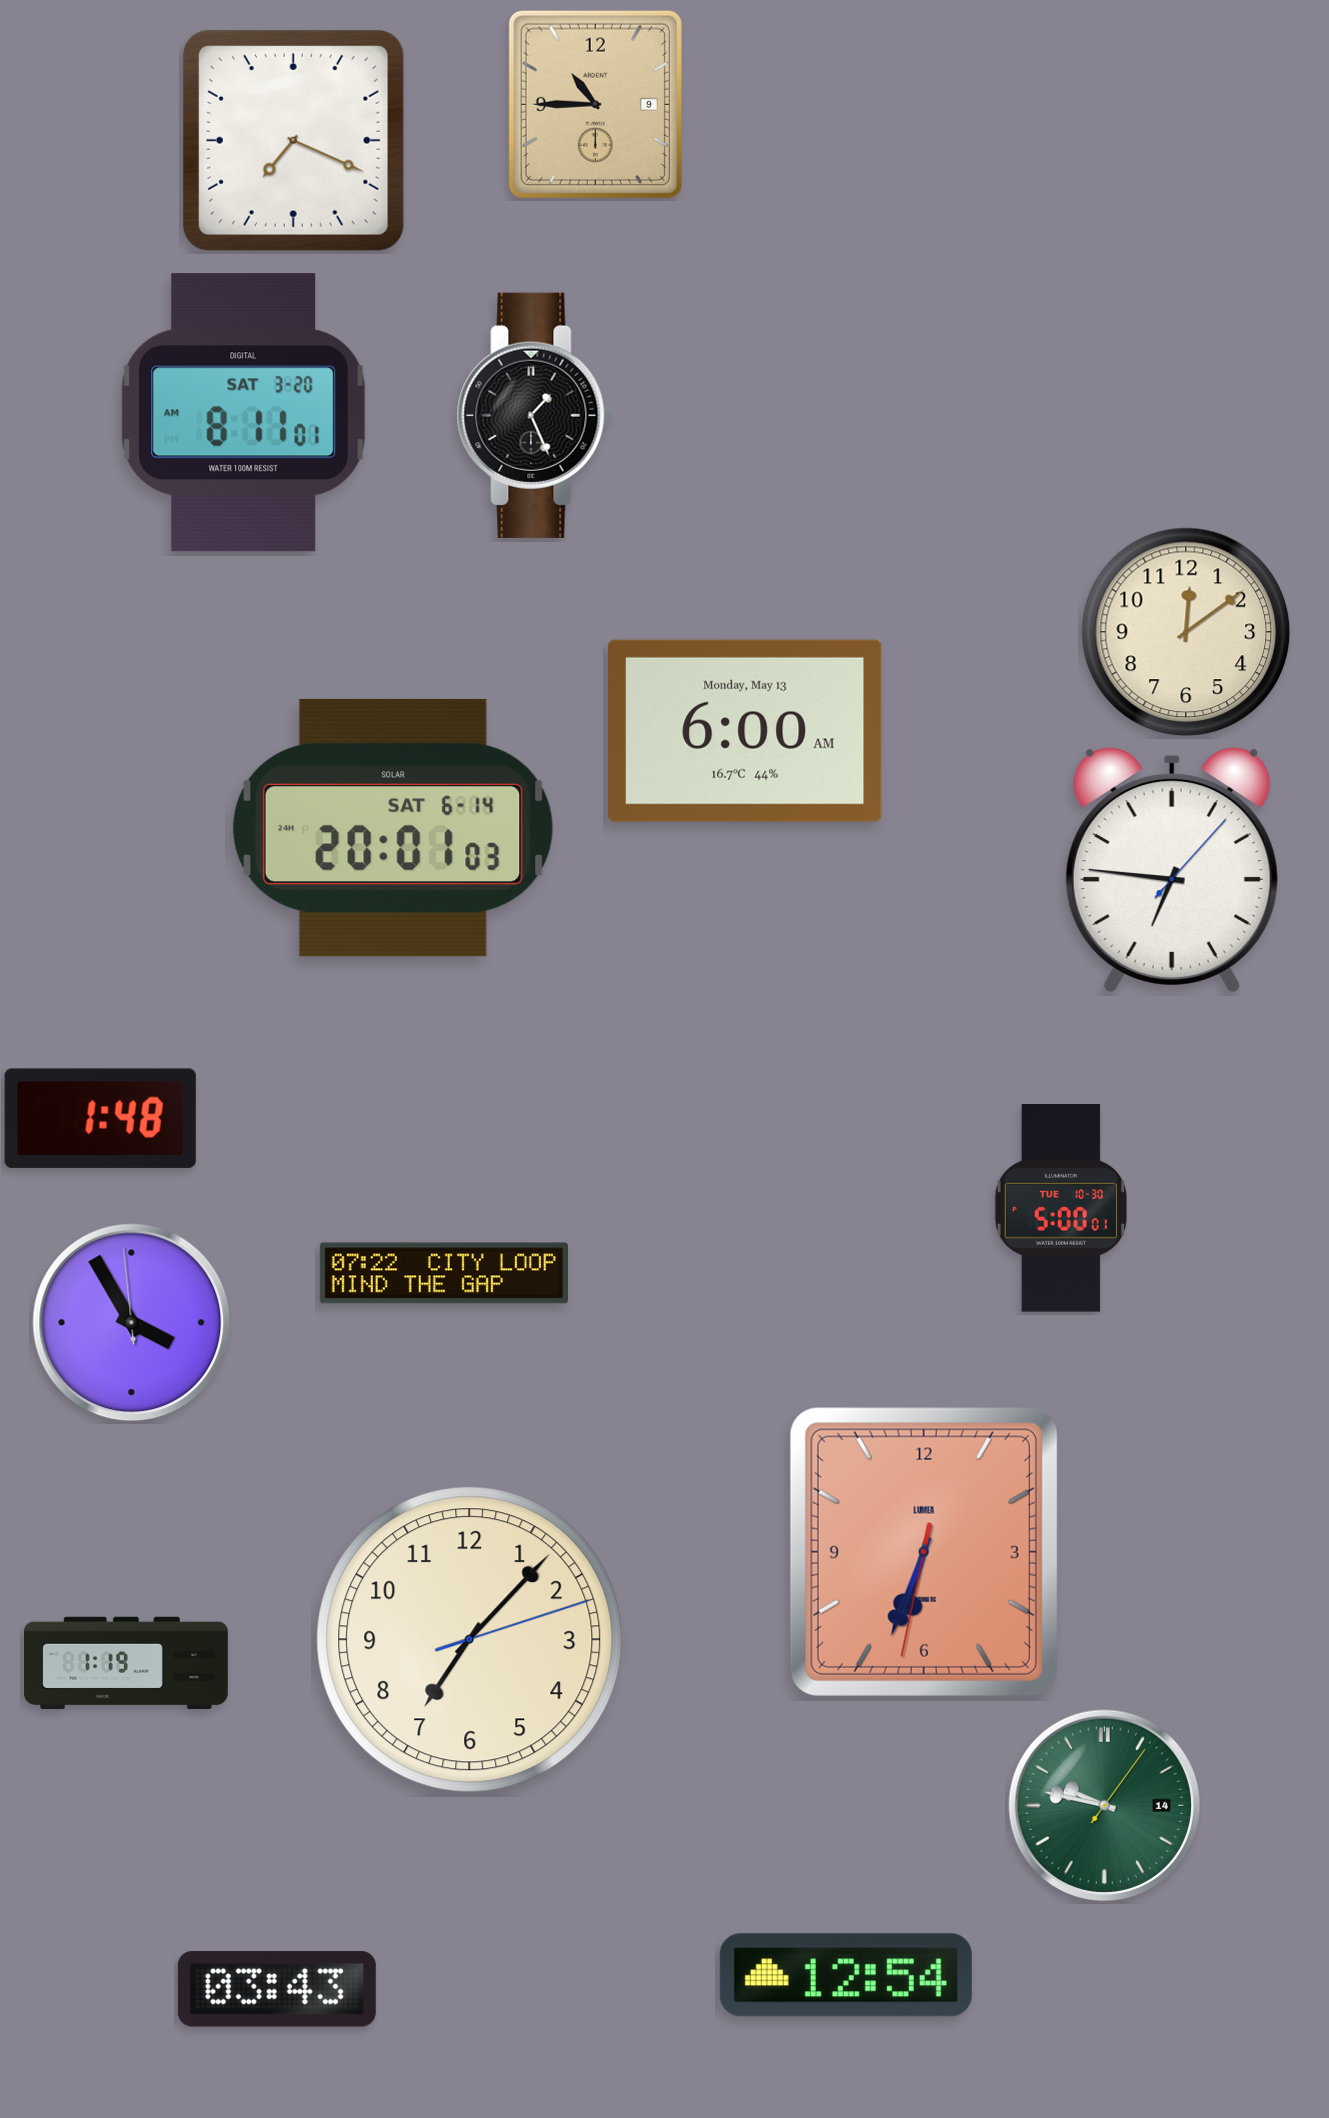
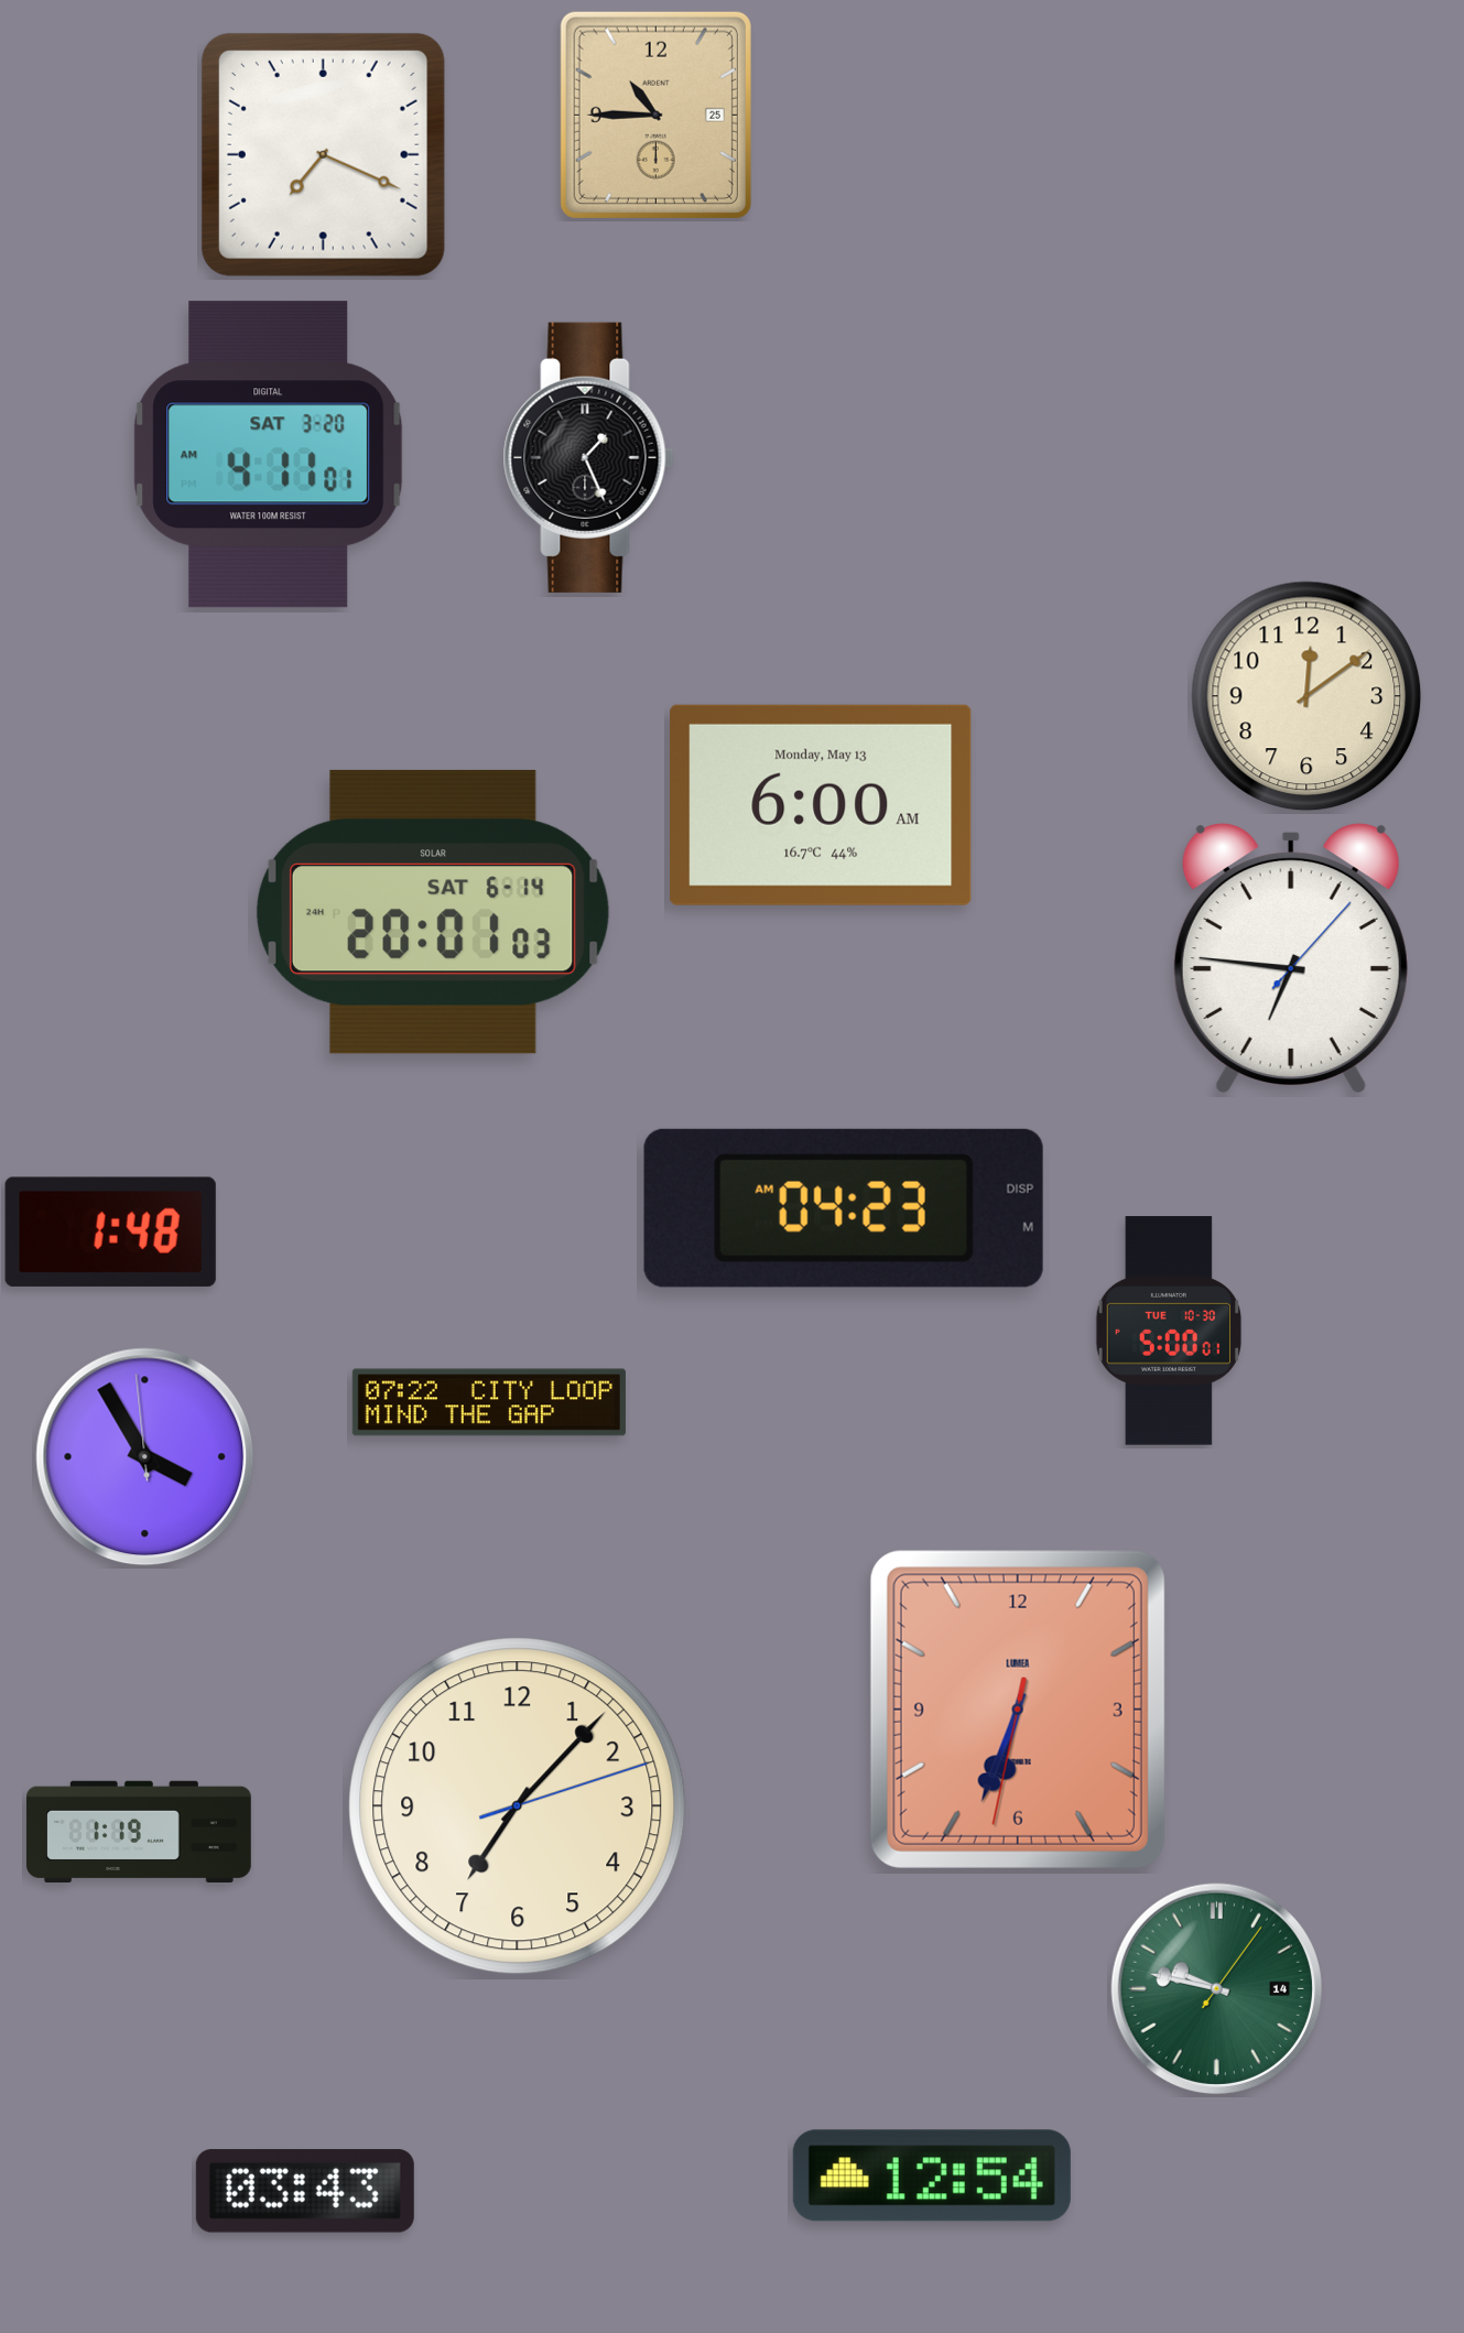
clock at (595, 104) date: 9 -> 25
clock at (244, 413): 8:11 -> 4:11
clock at (844, 1208): none -> 04:23
